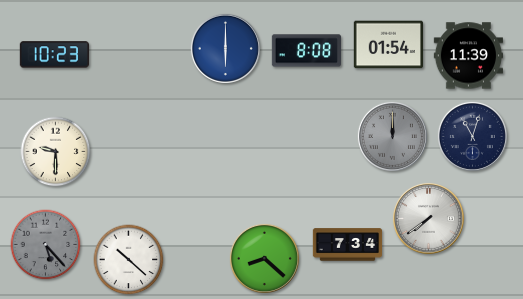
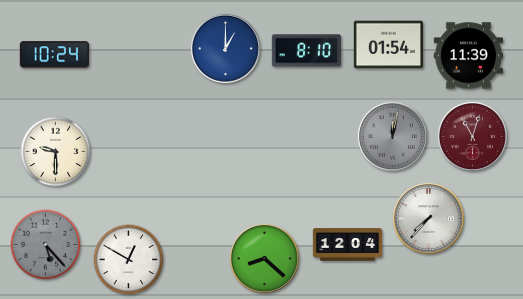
clock at (225, 48): 6:00 -> 1:00
clock at (306, 51): 8:08 -> 8:10
clock at (54, 55): 10:23 -> 10:24
clock at (392, 136): 12:00 -> 12:02
clock at (472, 136) dial: navy -> burgundy
clock at (428, 218): 7:39 -> 7:37
clock at (348, 245): 7:34 -> 12:04
clock at (129, 260): 10:22 -> 12:50
